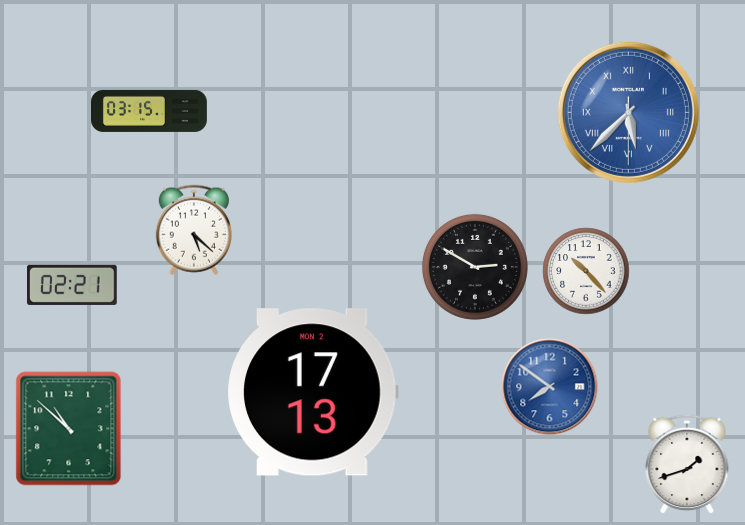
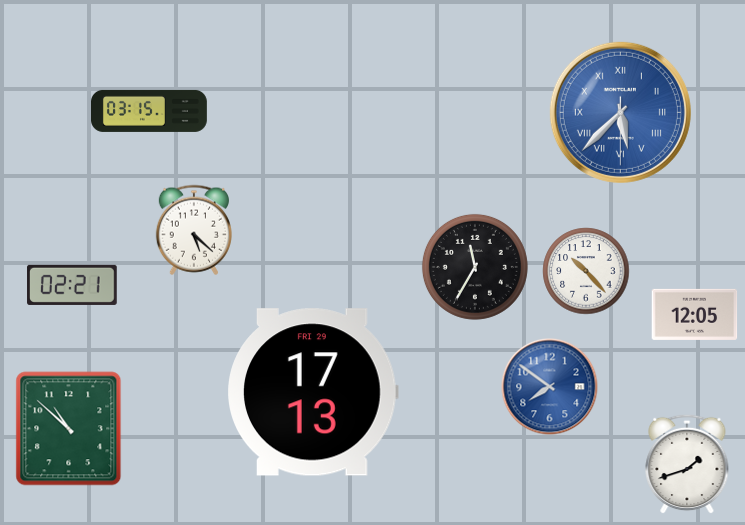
clock at (628, 112) position: (628, 112) -> (620, 112)
clock at (475, 267): 2:50 -> 11:35
clock at (695, 314): none -> 12:05
clock at (313, 392) date: MON 2 -> FRI 29
